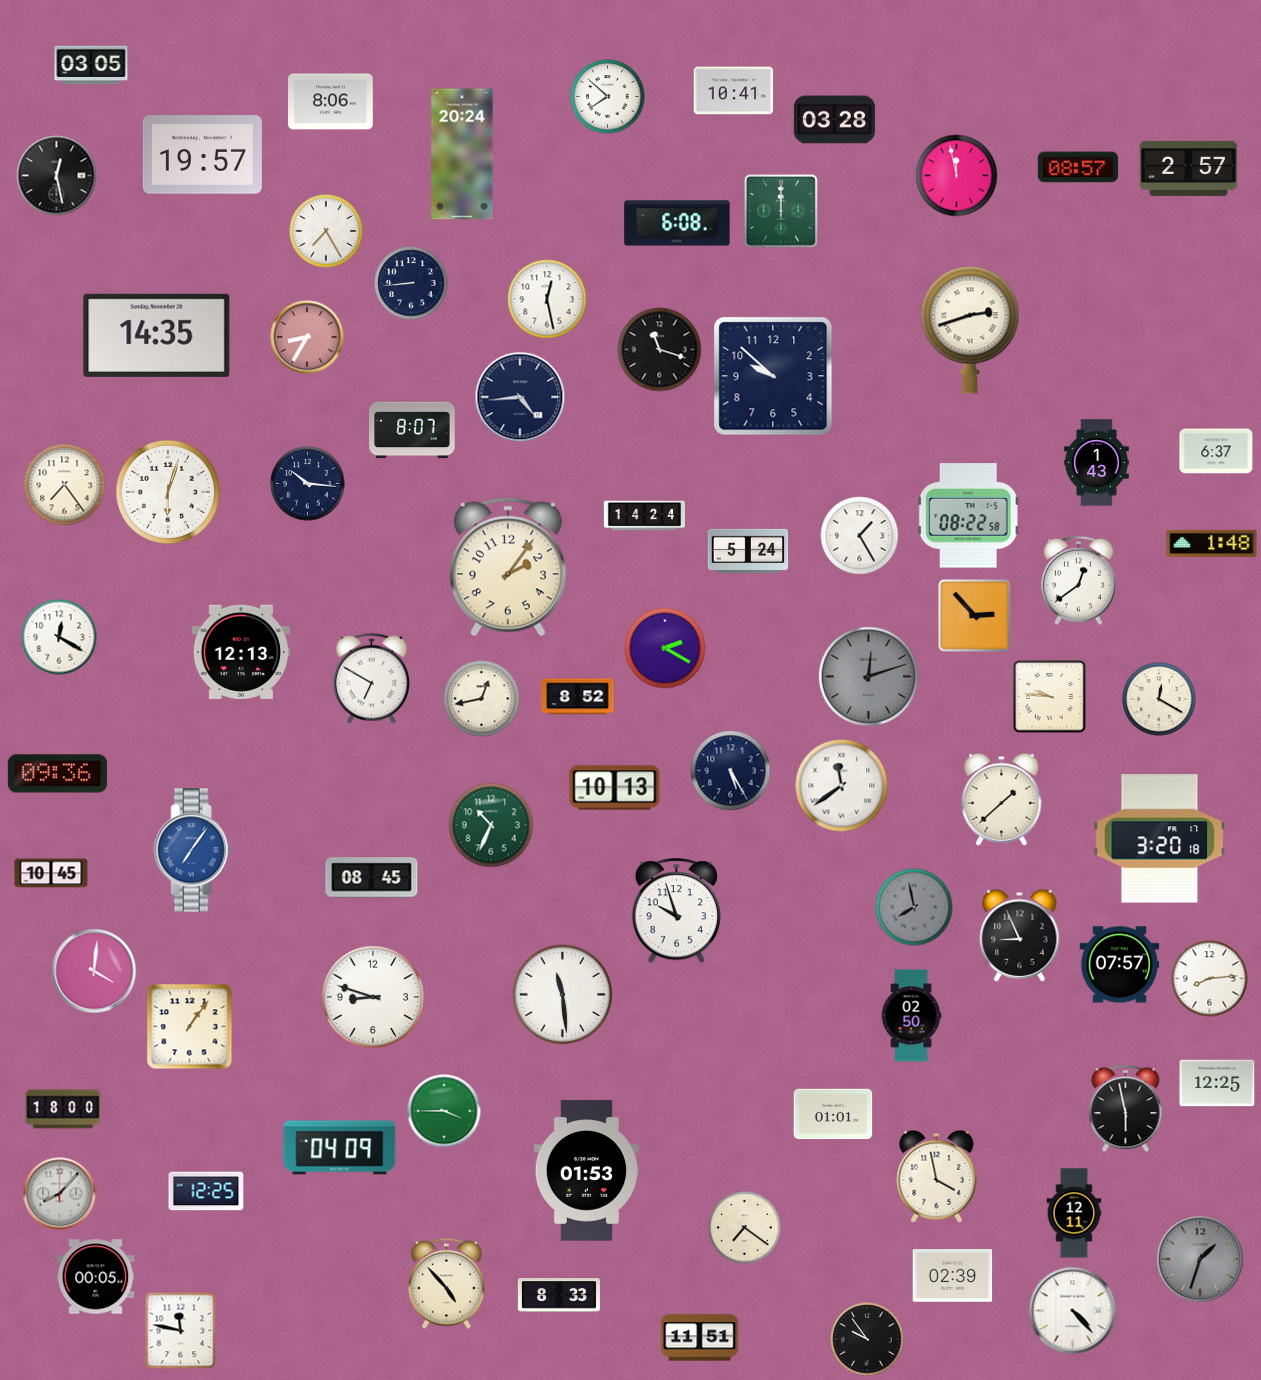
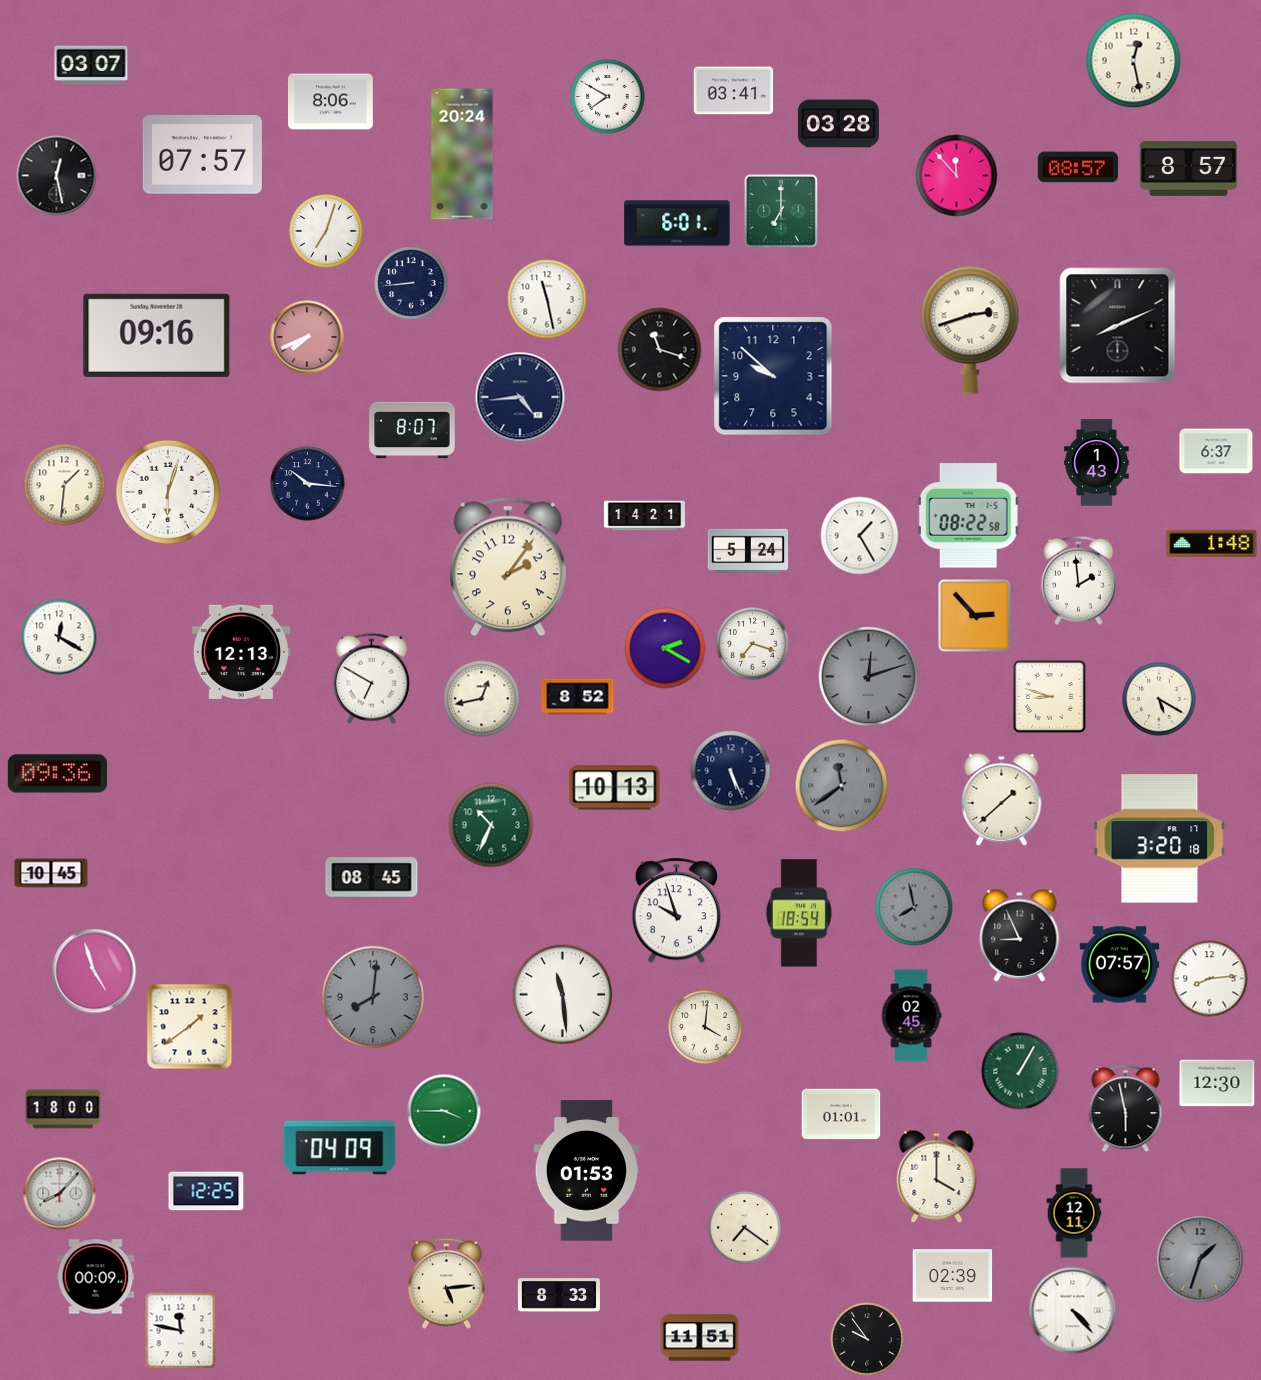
clock at (1134, 61): none -> 12:28
clock at (91, 65): 03:05 -> 03:07
clock at (734, 91): 10:41 -> 03:41
clock at (608, 97): 7:52 -> 7:50
clock at (834, 120) position: (834, 120) -> (838, 124)
clock at (202, 155): 19:57 -> 07:57
clock at (1189, 168): 2:57 -> 8:57
clock at (957, 176): 11:58 -> 11:53
clock at (781, 211): 12:00 -> 7:00
clock at (677, 223): 6:08 -> 6:01
clock at (326, 231): 7:25 -> 7:03
clock at (547, 299): 12:28 -> 11:28
clock at (1118, 326): none -> 8:11
clock at (157, 335): 14:35 -> 09:16
clock at (307, 337): 8:35 -> 7:41
clock at (65, 485): 7:24 -> 1:31
clock at (644, 516): 14:24 -> 14:21
clock at (1079, 581): 12:39 -> 1:59
clock at (753, 644): none -> 7:18
clock at (1050, 697): 9:46 -> 8:48
clock at (1159, 699): 12:20 -> 5:20
clock at (731, 771): 5:25 -> 5:26
clock at (842, 786) dial: white -> grey
clock at (193, 850): 7:06 -> none
clock at (799, 913): none -> 18:54
clock at (94, 971): 4:01 -> 4:57
clock at (372, 996): 8:48 -> 8:01
clock at (372, 996) dial: white -> grey
clock at (911, 1016): 02:50 -> 02:45
clock at (190, 1027): 1:06 -> 1:39
clock at (705, 1027): none -> 4:01
clock at (1020, 1071): none -> 1:05
clock at (1217, 1083): 12:25 -> 12:30
clock at (833, 1114) position: (833, 1114) -> (841, 1114)
clock at (937, 1176): 3:58 -> 4:00
clock at (96, 1277): 00:05 -> 00:09
clock at (446, 1283): 4:53 -> 5:14
